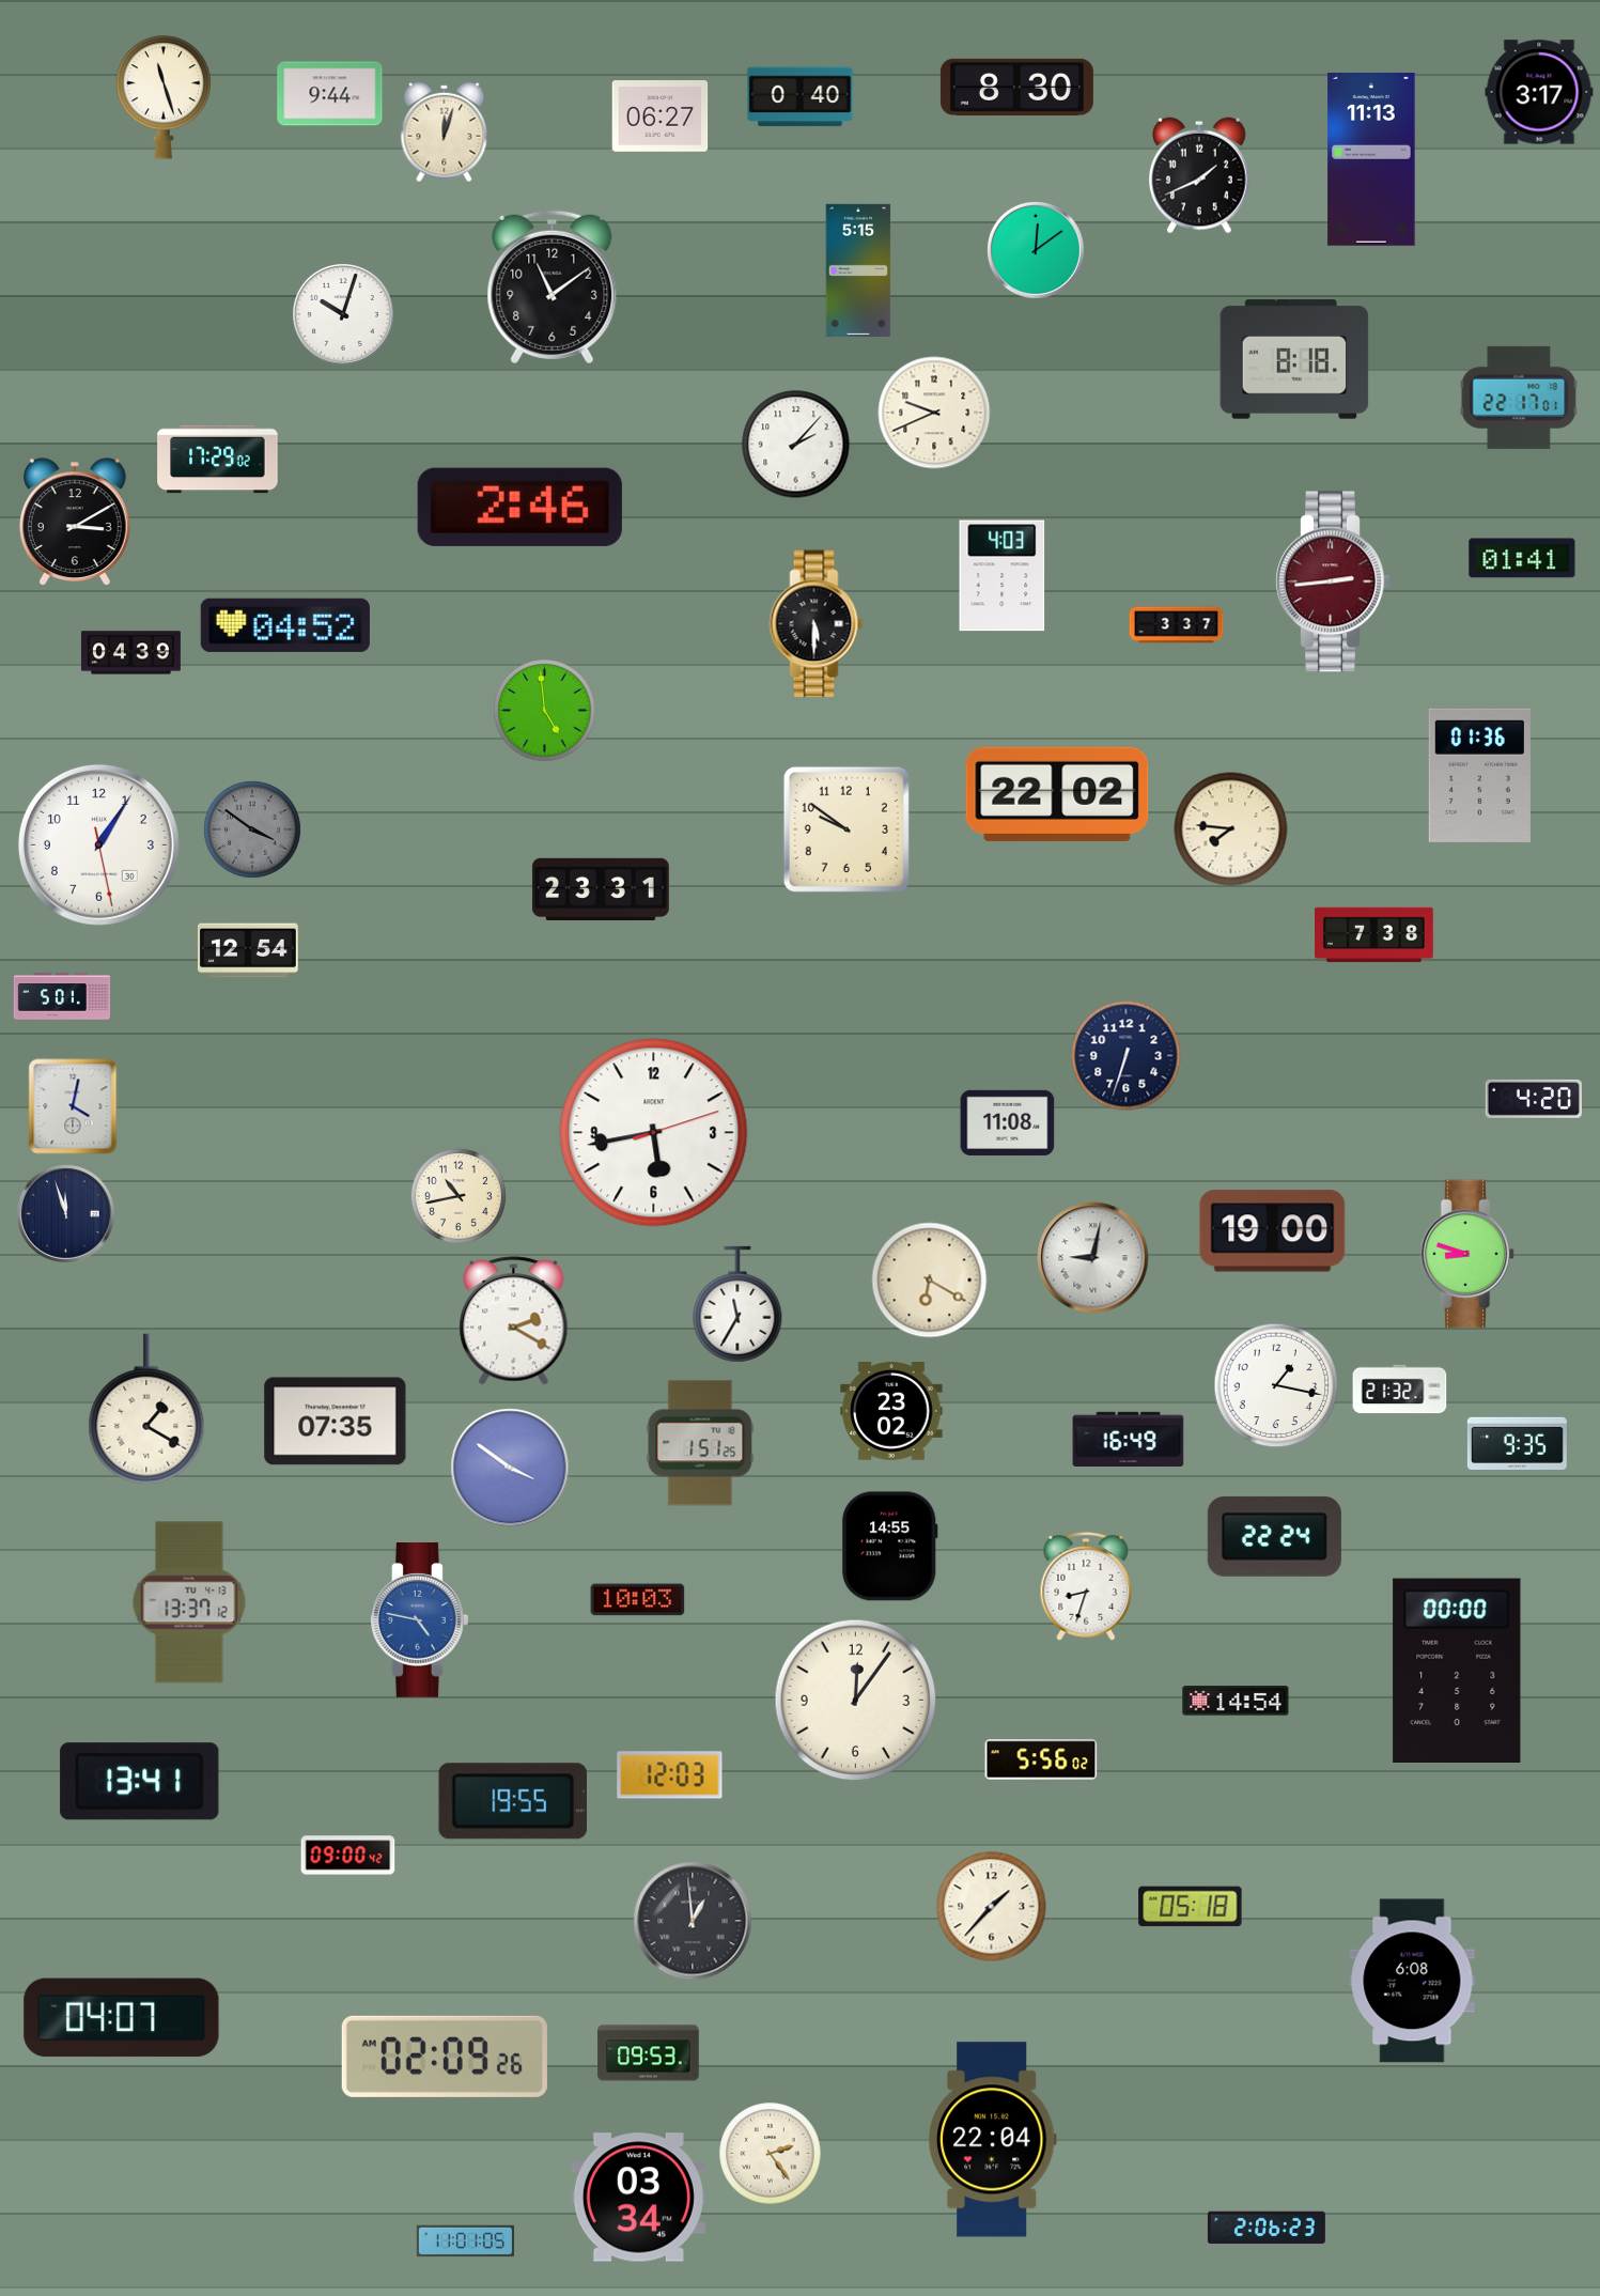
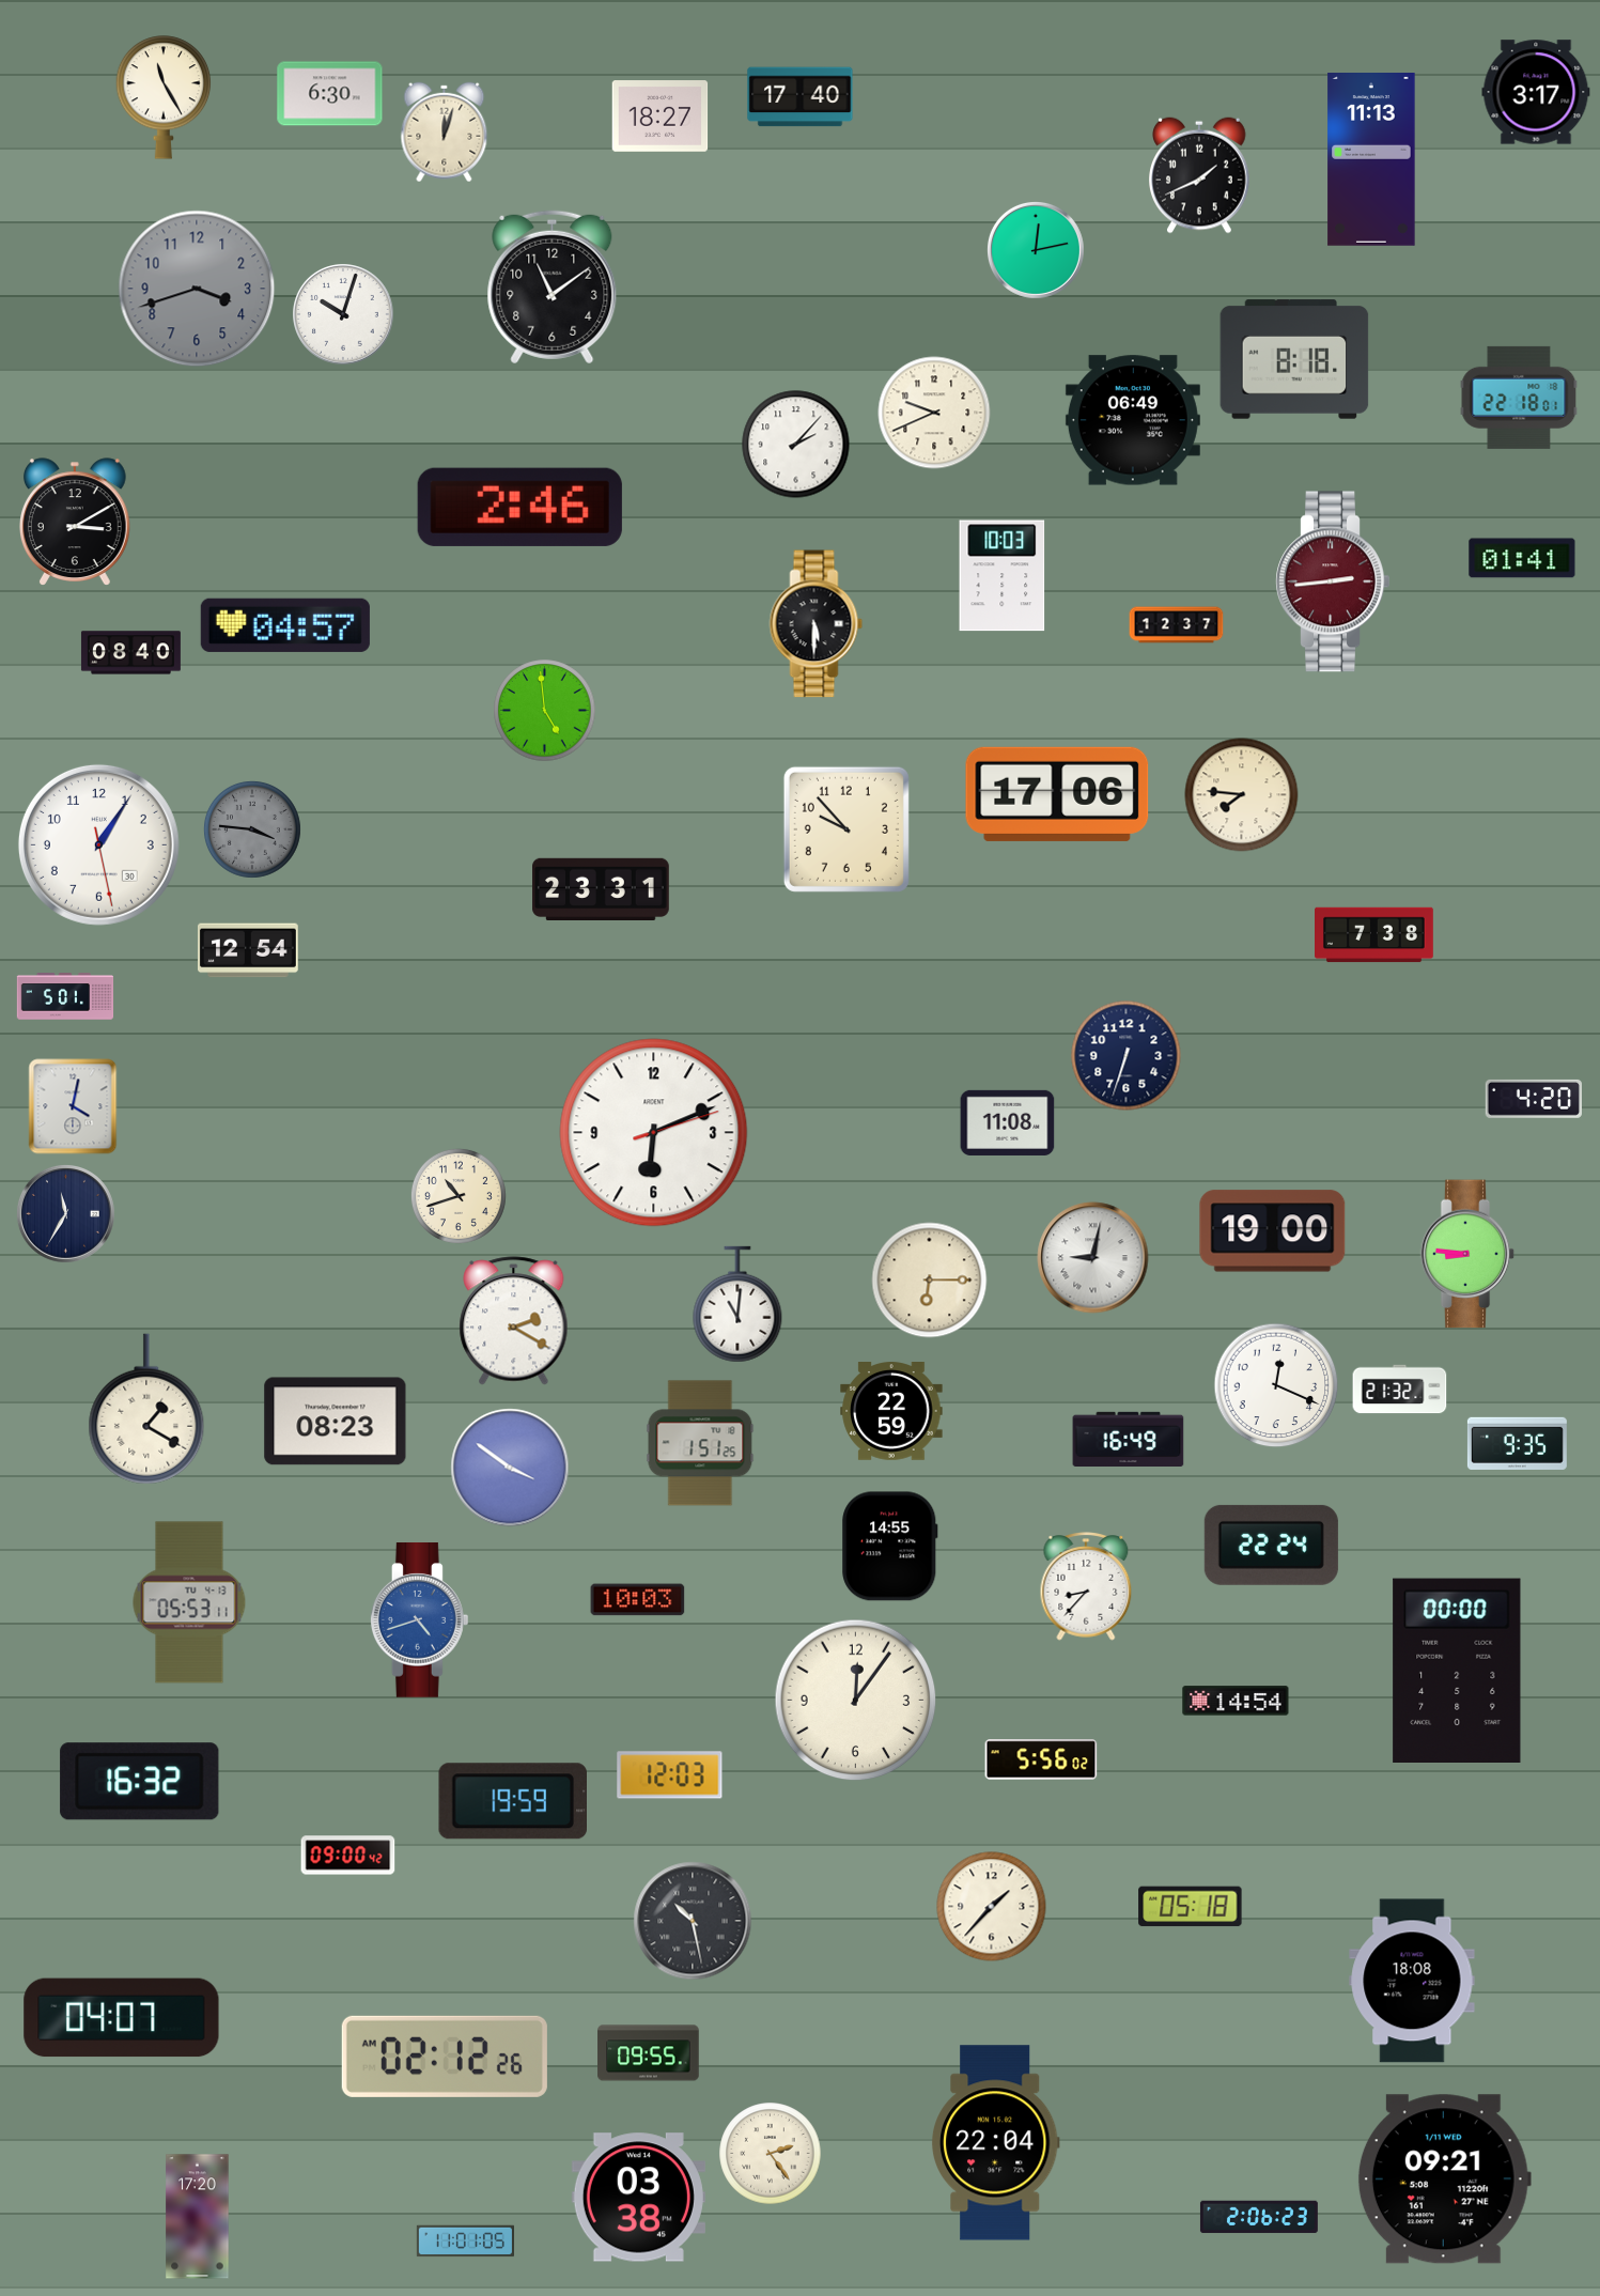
clock at (1016, 87): 8:30 -> none
clock at (1539, 92) position: (1539, 92) -> (1536, 92)
clock at (330, 94): 9:44 -> 6:30
clock at (164, 97): 11:27 -> 11:25
clock at (801, 97): 0:40 -> 17:40
clock at (661, 117): 06:27 -> 18:27
clock at (1036, 250): 12:09 -> 12:13
clock at (858, 269): 5:15 -> none
clock at (197, 289): none -> 3:42
clock at (1519, 398): 22:17 -> 22:18
clock at (1133, 420): none -> 06:49
clock at (218, 460): 17:29 -> none
clock at (1003, 576): 4:03 -> 10:03
clock at (285, 625): 04:52 -> 04:57
clock at (1177, 625): 3:37 -> 12:37
clock at (130, 653): 04:39 -> 08:40
clock at (1479, 775): 01:36 -> none
clock at (1057, 794): 22:02 -> 17:06
clock at (252, 829): 3:51 -> 3:46
clock at (846, 829): 9:51 -> 9:53
clock at (1231, 829) position: (1231, 829) -> (1242, 795)
clock at (62, 996) position: (62, 996) -> (65, 996)
clock at (654, 1133): 5:43 -> 6:11
clock at (459, 1196): 10:43 -> 10:42
clock at (65, 1213): 11:57 -> 11:35
clock at (1467, 1254): 8:48 -> 8:46
clock at (930, 1281): 6:20 -> 6:15
clock at (737, 1304): 11:35 -> 11:01
clock at (1276, 1385): 1:17 -> 12:19
clock at (891, 1412): 23:02 -> 22:59
clock at (336, 1422): 07:35 -> 08:23
clock at (1274, 1536) position: (1274, 1536) -> (1271, 1545)
clock at (1086, 1586): 8:33 -> 8:37
clock at (189, 1602): 13:37 -> 05:53
clock at (419, 1620): 4:47 -> 4:42
clock at (140, 1782): 13:41 -> 16:32
clock at (512, 1801): 19:55 -> 19:59
clock at (693, 1921): 12:59 -> 10:28
clock at (1412, 1981): 6:08 -> 18:08
clock at (649, 2053): 09:53 -> 09:55
clock at (445, 2057): 02:09 -> 02:12
clock at (992, 2140) position: (992, 2140) -> (995, 2143)
clock at (1444, 2179): none -> 09:21
clock at (638, 2198): 03:34 -> 03:38
clock at (198, 2217): none -> 17:20
clock at (1267, 2228) position: (1267, 2228) -> (1259, 2217)
